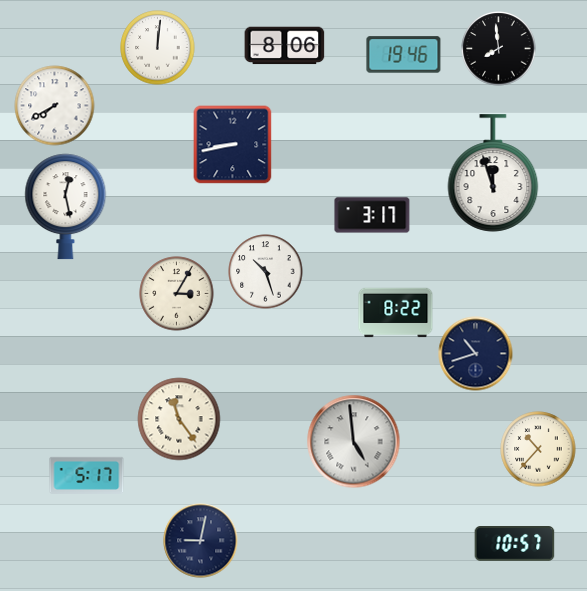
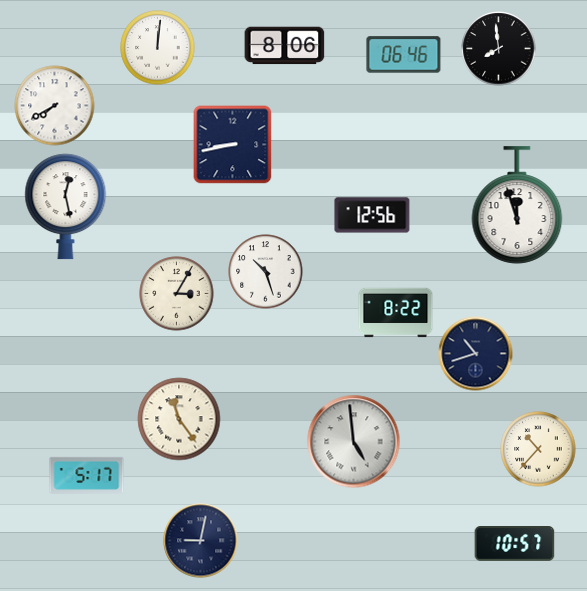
clock at (404, 55): 19:46 -> 06:46
clock at (493, 173) position: (493, 173) -> (517, 205)
clock at (372, 215): 3:17 -> 12:56
